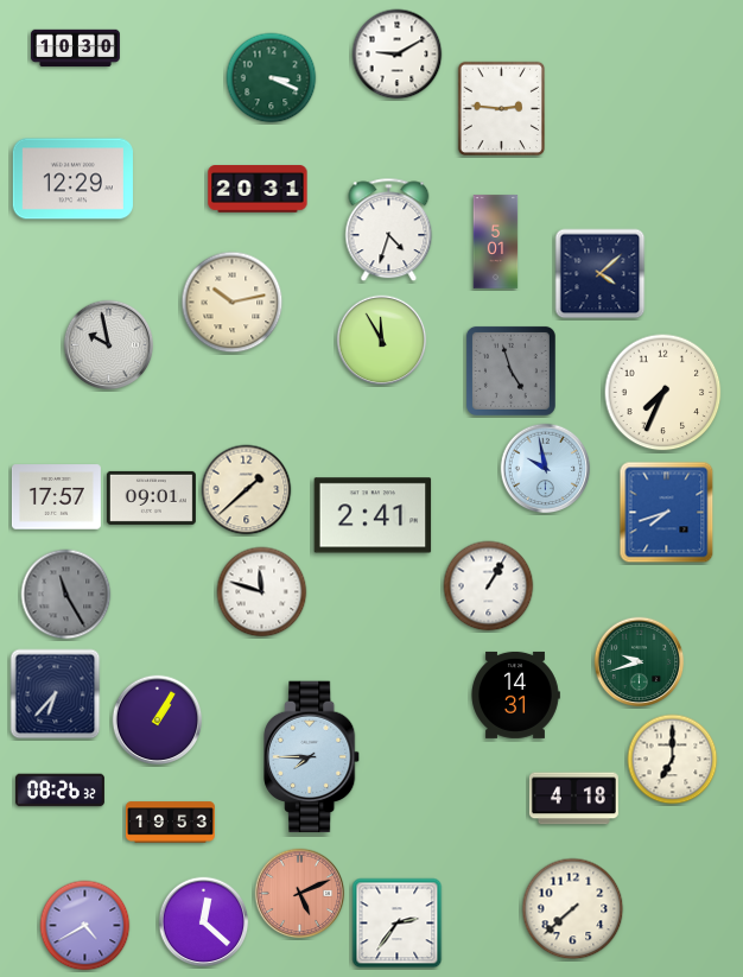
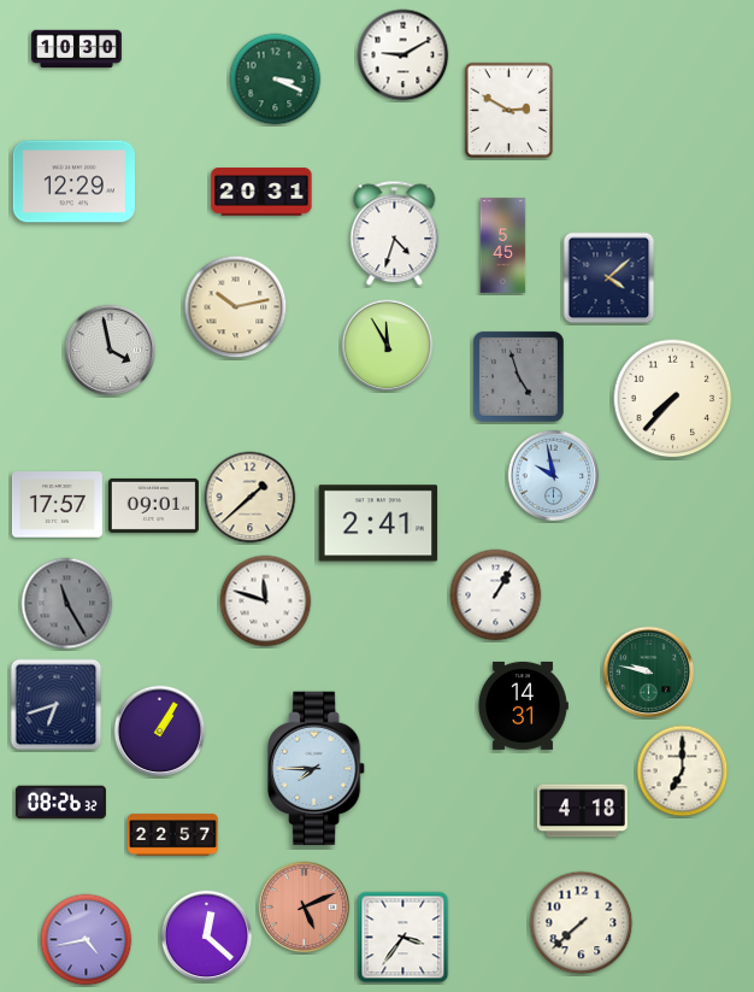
clock at (502, 109): 2:46 -> 2:50
clock at (496, 242): 5:01 -> 5:45
clock at (109, 345): 9:58 -> 3:58
clock at (663, 393): 7:34 -> 7:37
clock at (667, 513): 7:42 -> none
clock at (640, 662): 9:42 -> 9:47
clock at (56, 694): 6:37 -> 6:42
clock at (170, 823): 19:53 -> 22:57
clock at (398, 924): 2:36 -> 3:36
clock at (85, 926): 4:40 -> 4:43
